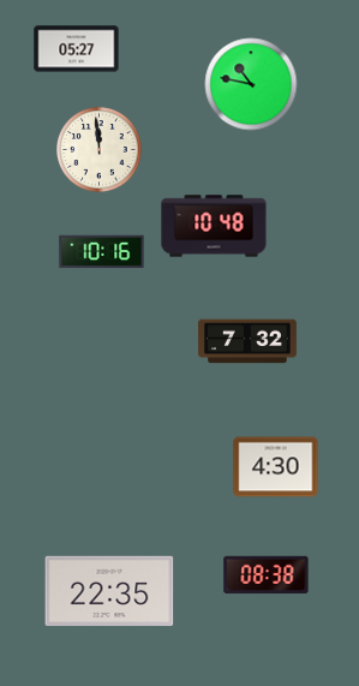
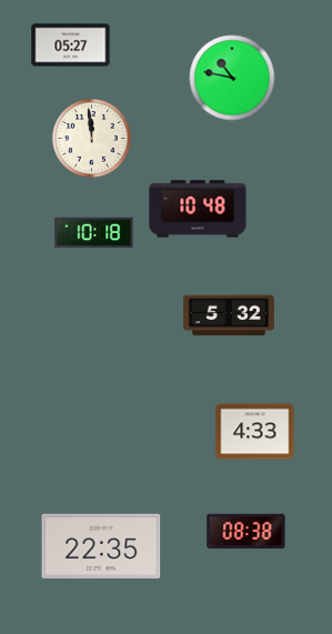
clock at (102, 252): 10:16 -> 10:18
clock at (247, 341): 7:32 -> 5:32
clock at (276, 467): 4:30 -> 4:33
